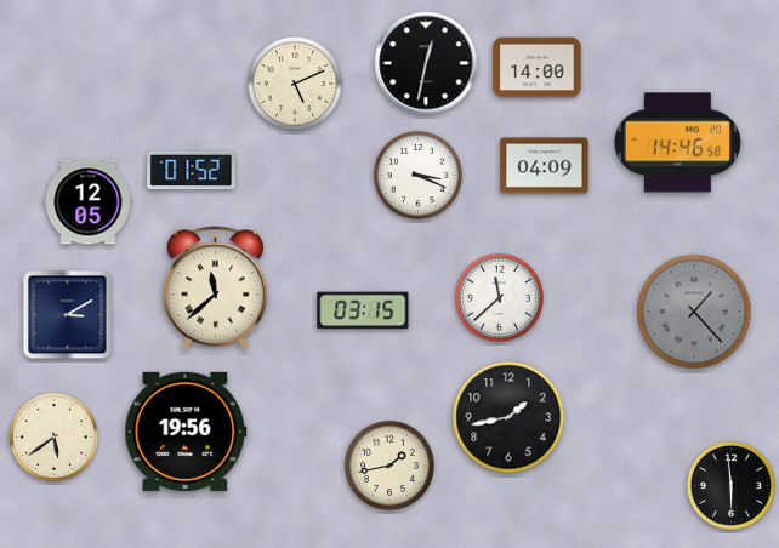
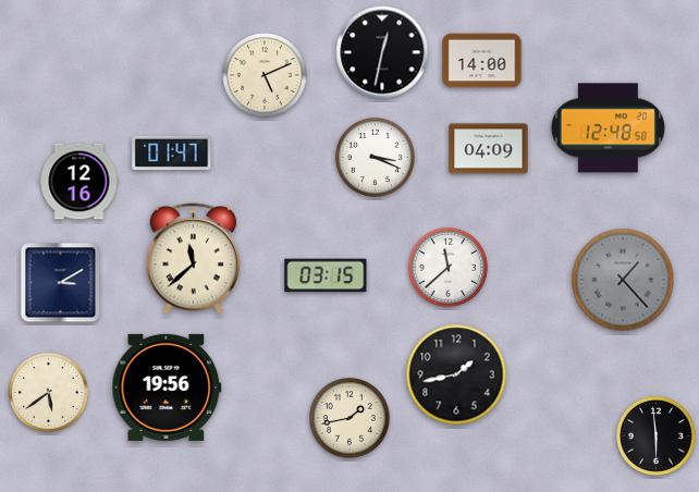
clock at (426, 63) position: (426, 63) -> (382, 52)
clock at (678, 143): 14:46 -> 12:48
clock at (192, 171): 01:52 -> 01:47
clock at (89, 202): 12:05 -> 12:16
clock at (363, 310) position: (363, 310) -> (326, 275)
